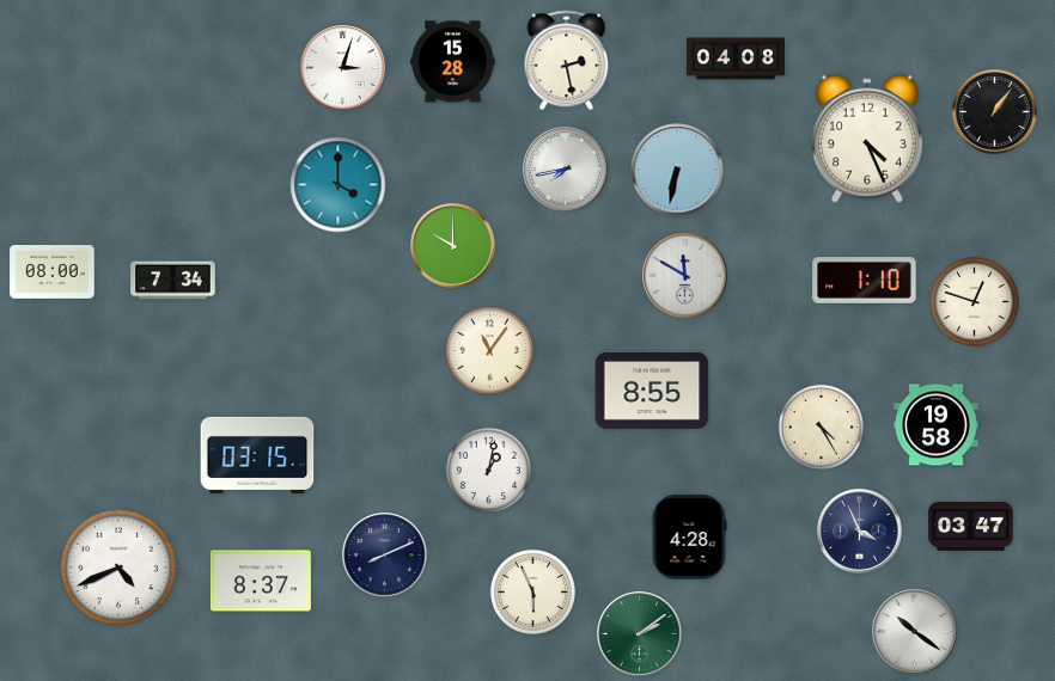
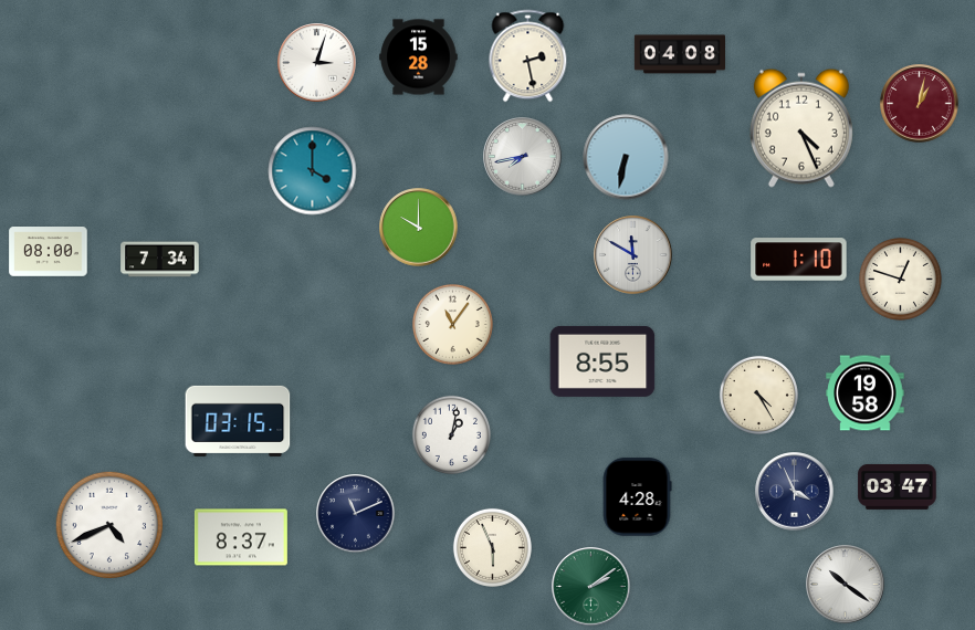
clock at (567, 61) position: (567, 61) -> (528, 56)
clock at (995, 112): 1:06 -> 1:02
clock at (995, 112) dial: black -> burgundy
clock at (385, 556): 8:11 -> 11:11
